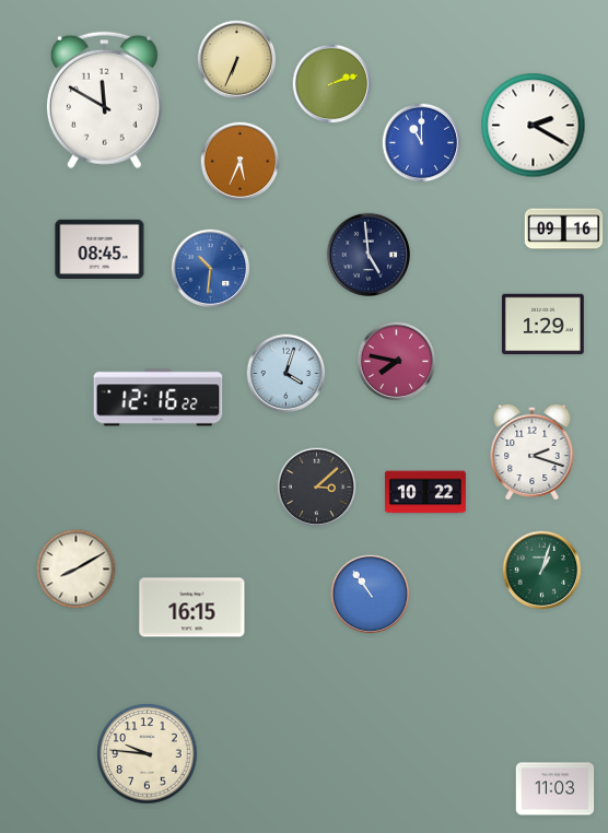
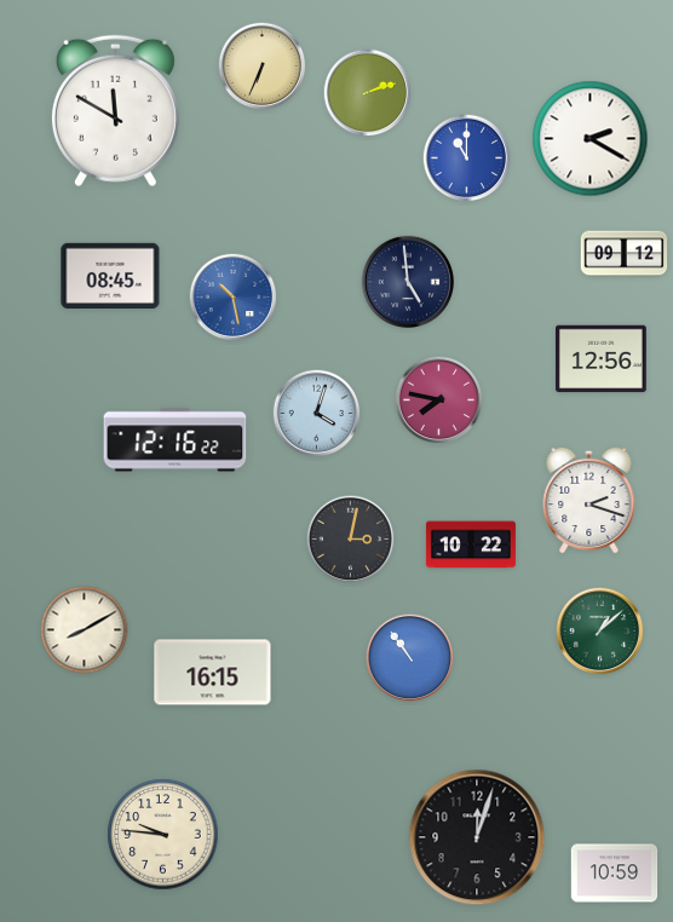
clock at (241, 162): 5:34 -> none
clock at (564, 230): 09:16 -> 09:12
clock at (211, 269): 10:31 -> 10:28
clock at (543, 325): 1:29 -> 12:56
clock at (317, 488): 3:08 -> 3:02
clock at (542, 571): 1:03 -> 1:08
clock at (477, 837): none -> 12:03
clock at (556, 789): 11:03 -> 10:59
